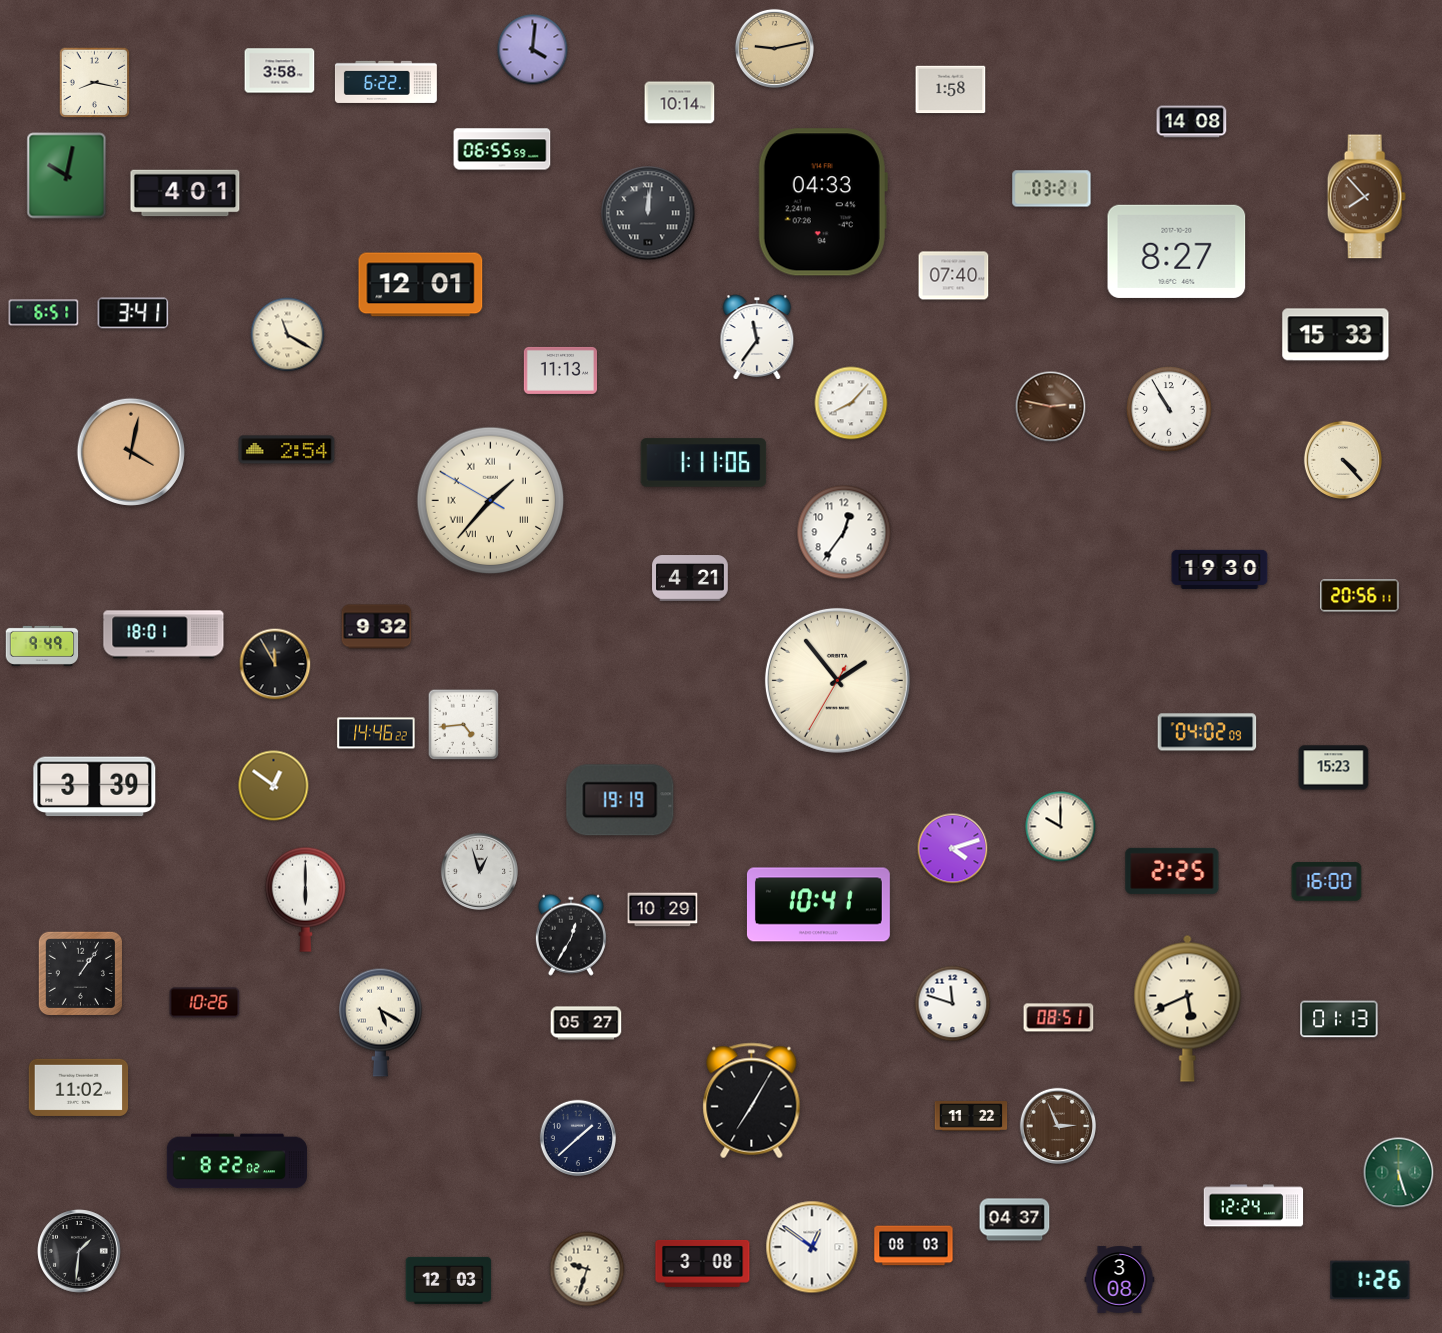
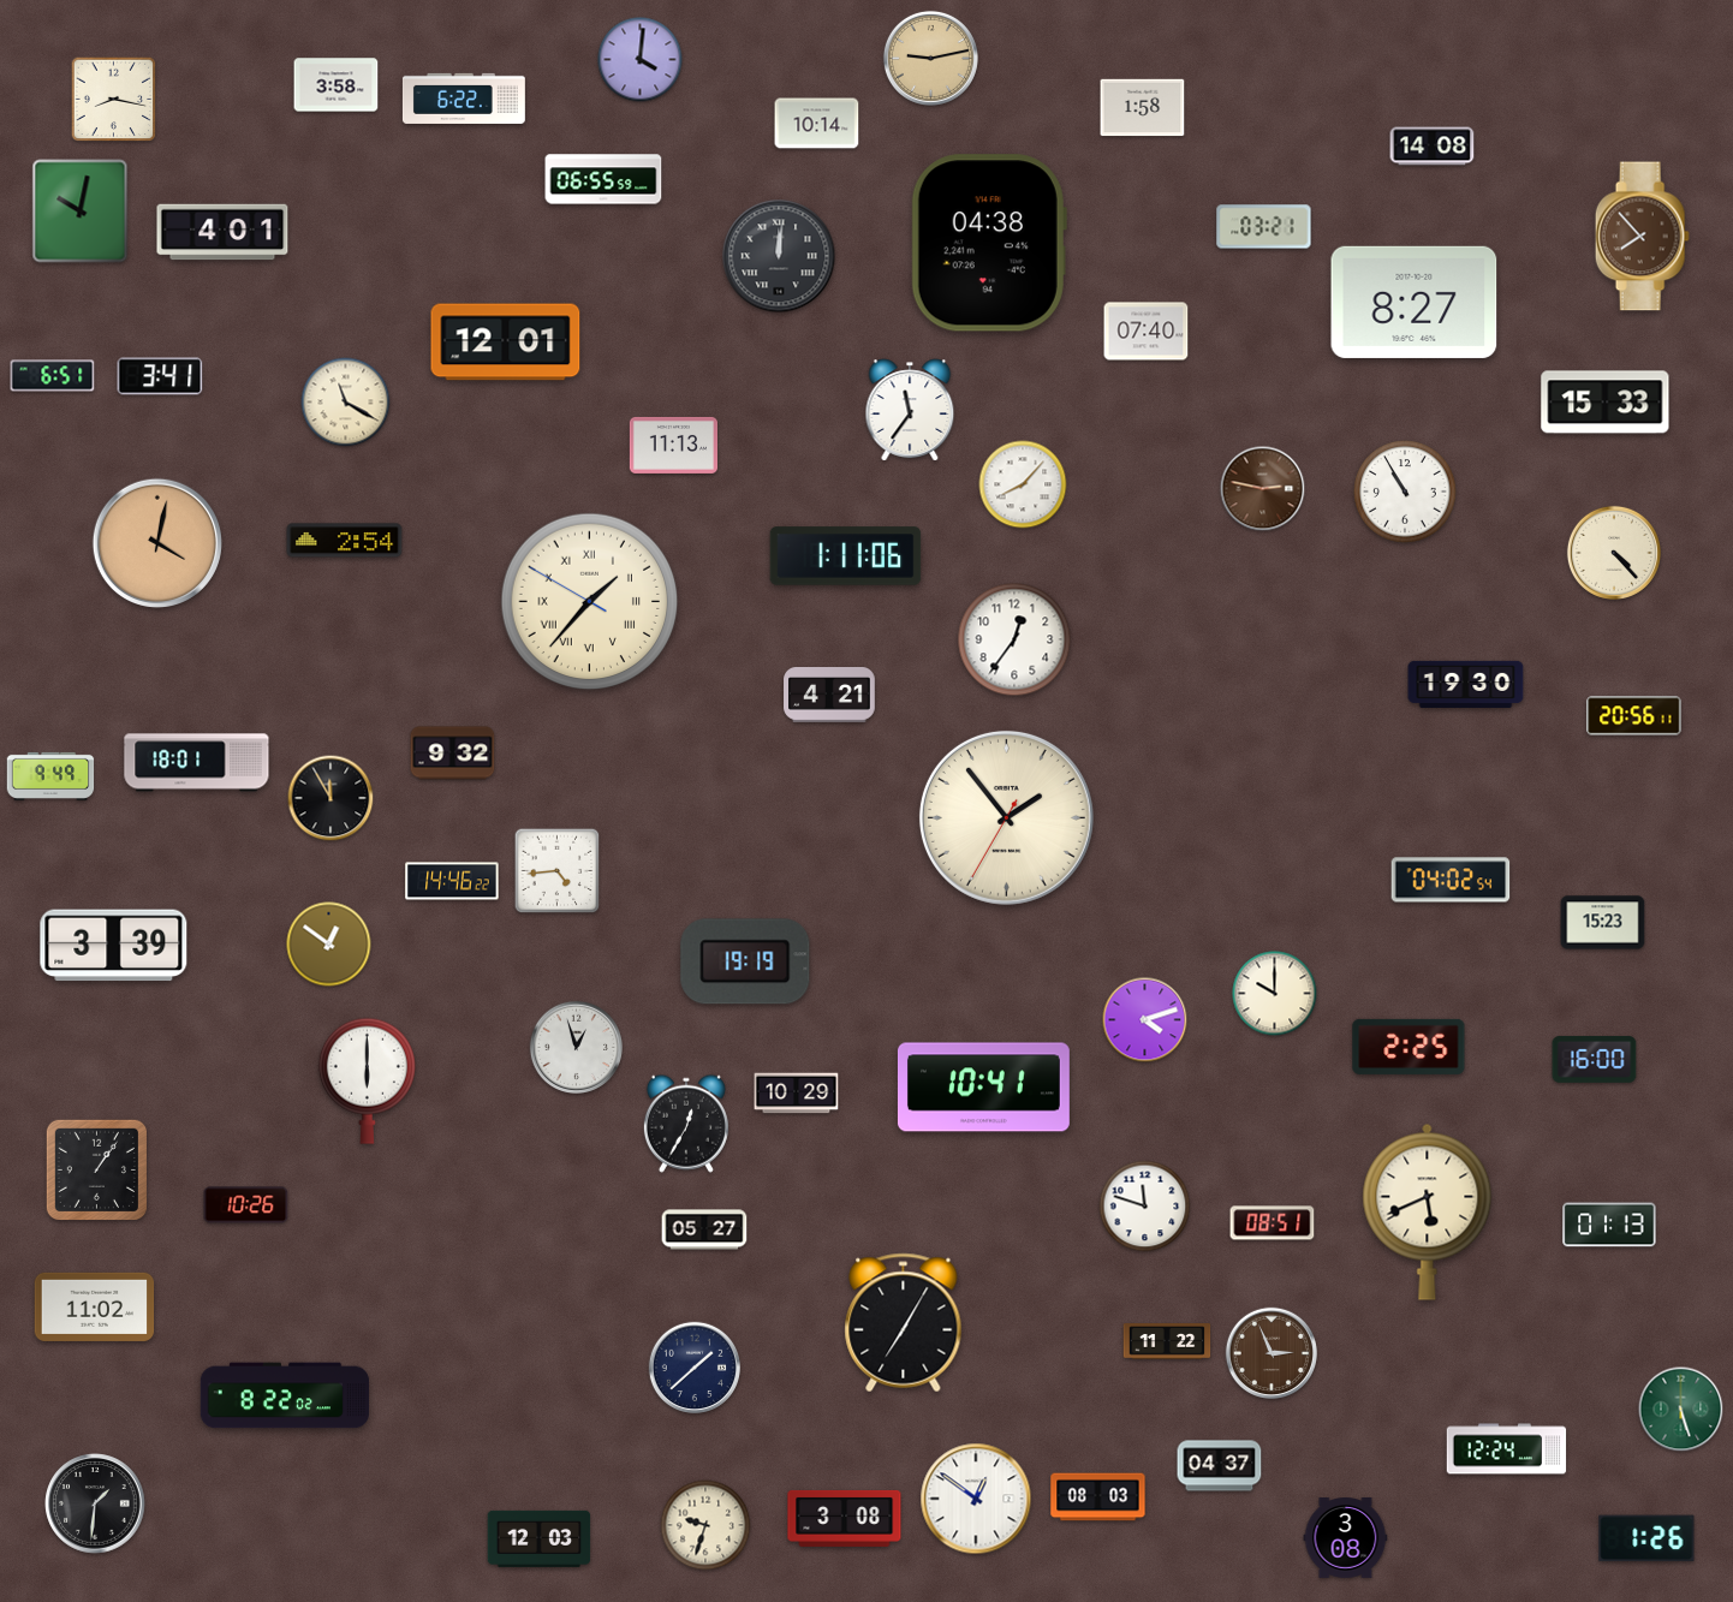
clock at (823, 202): 04:33 -> 04:38
clock at (757, 337) position: (757, 337) -> (910, 410)
clock at (1207, 732): 04:02:09 -> 04:02:54
clock at (381, 1022): 5:20 -> none
